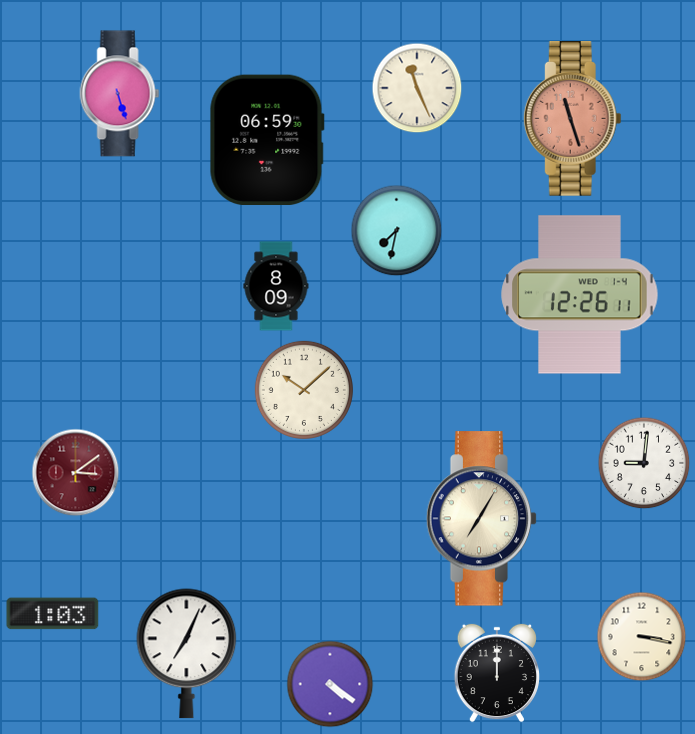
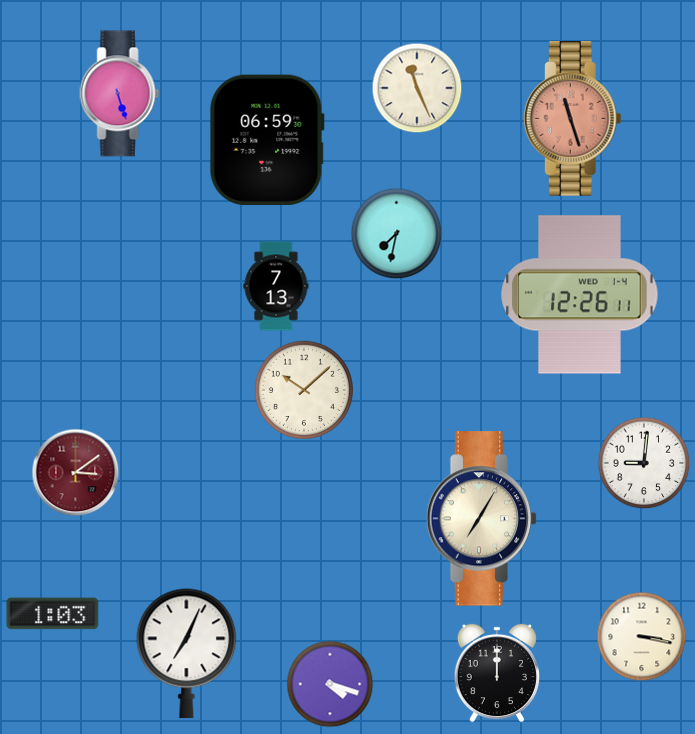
clock at (397, 231) position: (397, 231) -> (397, 234)
clock at (276, 286): 8:09 -> 7:13
clock at (330, 684): 4:21 -> 4:18
